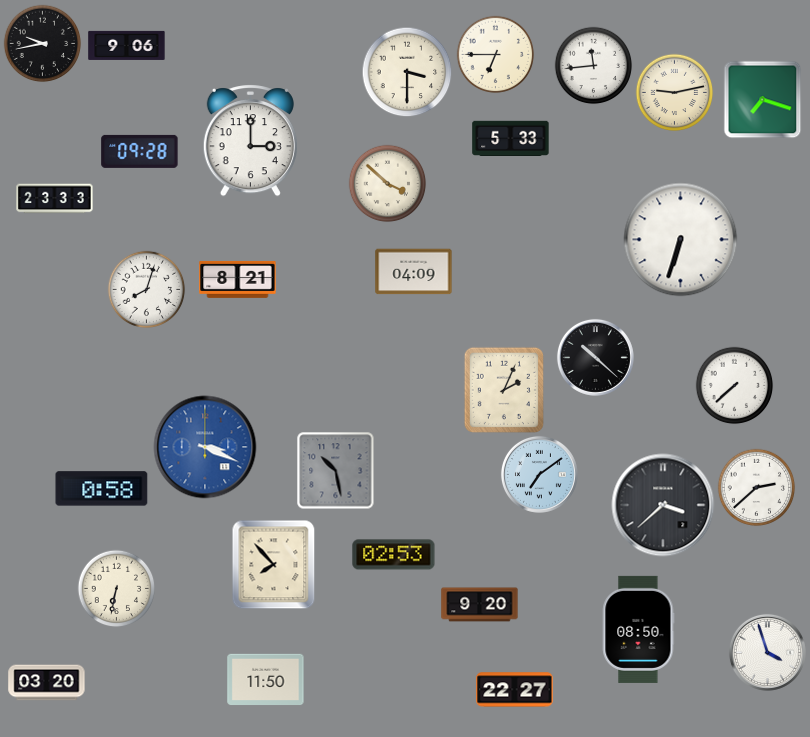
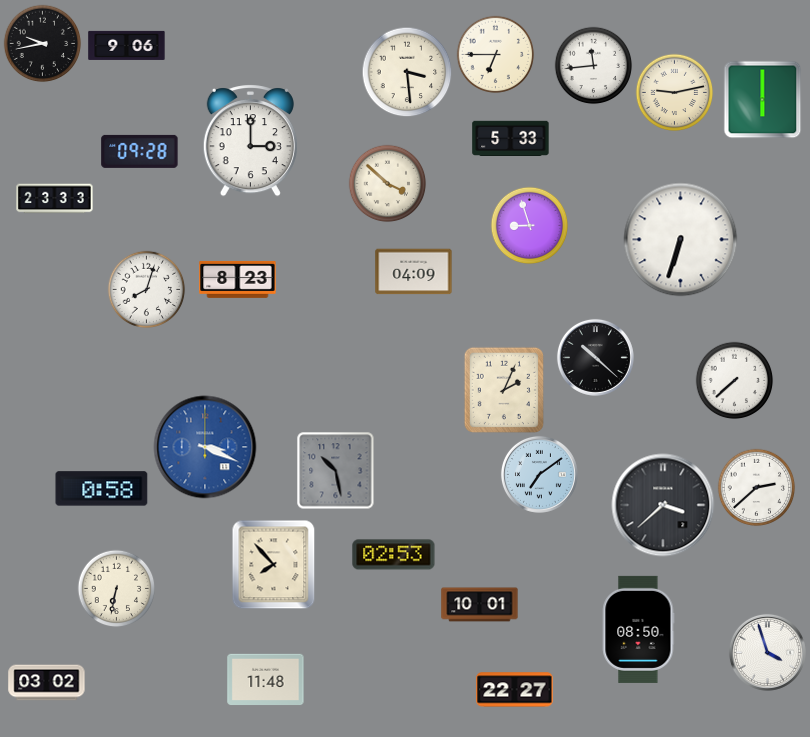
clock at (407, 72): 3:30 -> 3:29
clock at (762, 99): 7:18 -> 6:00
clock at (529, 225): none -> 8:57
clock at (238, 279): 8:21 -> 8:23
clock at (734, 385) position: (734, 385) -> (734, 380)
clock at (480, 605): 9:20 -> 10:01
clock at (266, 680): 11:50 -> 11:48
clock at (47, 683): 03:20 -> 03:02
